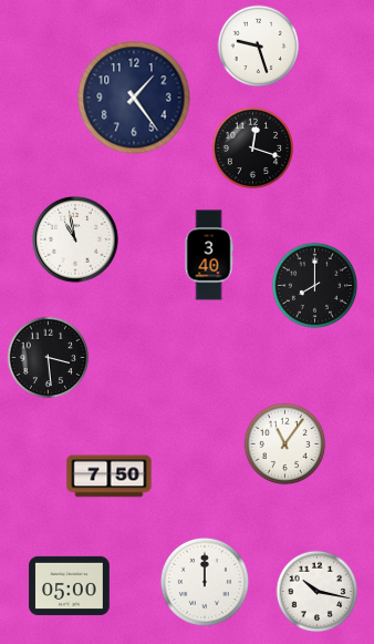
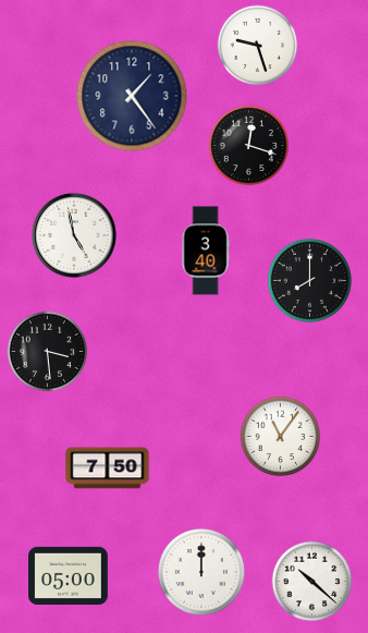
clock at (259, 47) position: (259, 47) -> (258, 46)
clock at (75, 239): 10:58 -> 4:58
clock at (318, 592): 10:17 -> 10:22
